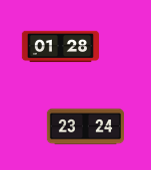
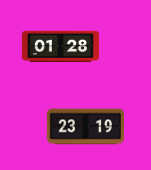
clock at (85, 127): 23:24 -> 23:19
